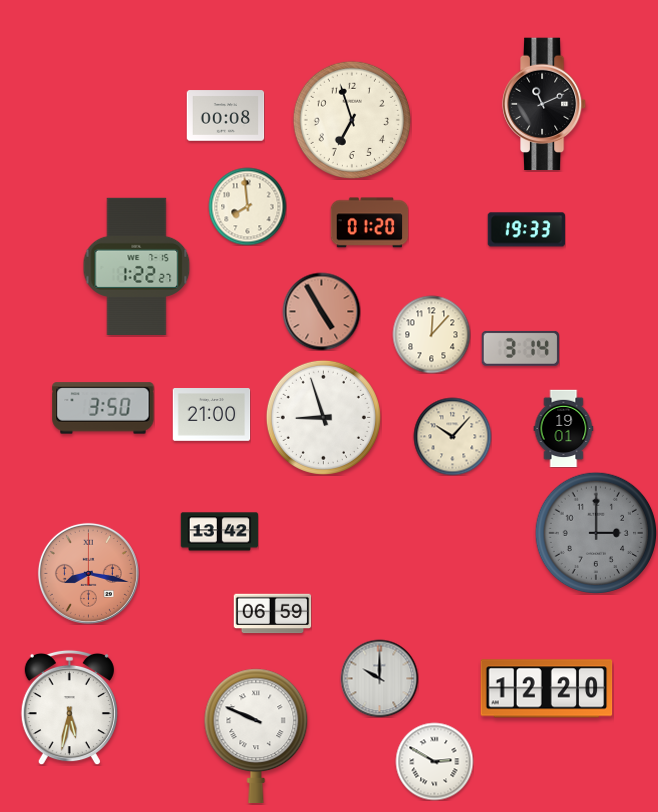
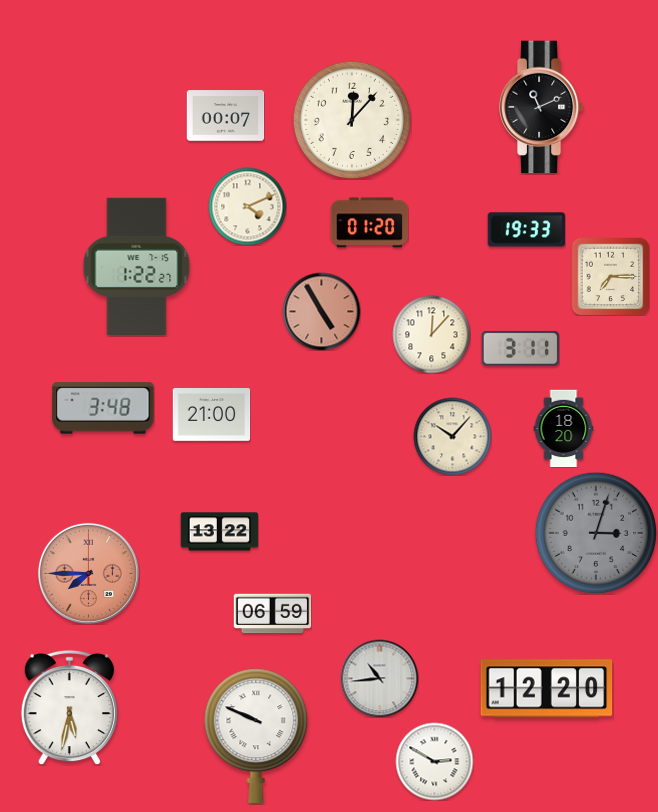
clock at (544, 104) position: (544, 104) -> (541, 107)
clock at (225, 116): 00:08 -> 00:07
clock at (352, 120): 6:57 -> 12:07
clock at (247, 206): 7:59 -> 4:11
clock at (610, 276): none -> 7:15
clock at (520, 348): 3:14 -> 3:11
clock at (103, 408): 3:50 -> 3:48
clock at (323, 417): 8:57 -> none
clock at (564, 428): 19:01 -> 18:20
clock at (219, 532): 13:42 -> 13:22
clock at (596, 533): 3:00 -> 3:03
clock at (88, 573): 8:17 -> 7:45
clock at (379, 678): 10:00 -> 10:44
